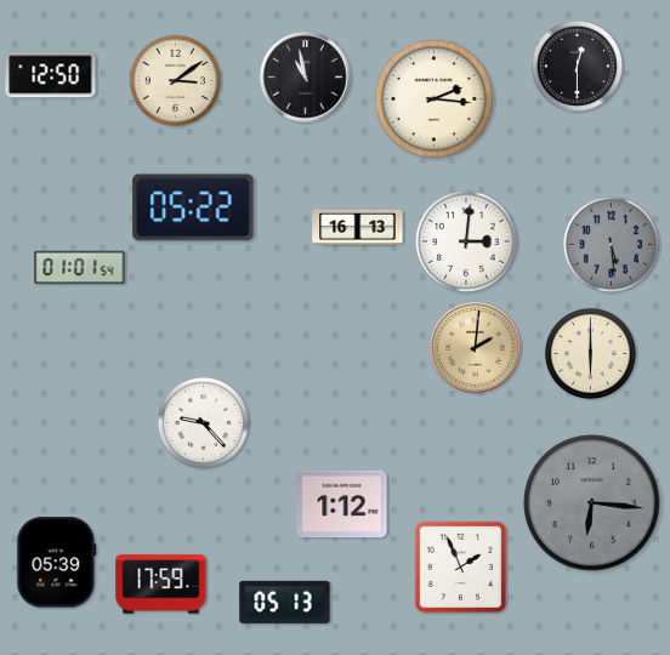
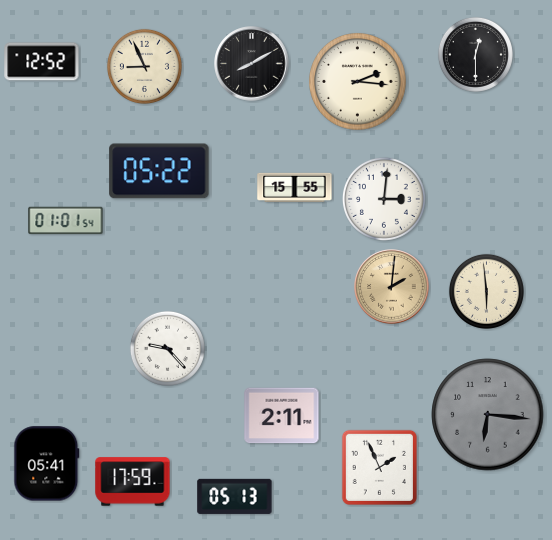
clock at (51, 75): 12:50 -> 12:52
clock at (306, 78): 10:58 -> 8:10
clock at (175, 80): 3:09 -> 8:56
clock at (358, 227): 16:13 -> 15:55
clock at (611, 244): 5:29 -> none
clock at (590, 353): 6:00 -> 5:59
clock at (342, 505): 1:12 -> 2:11
clock at (57, 563): 05:39 -> 05:41
